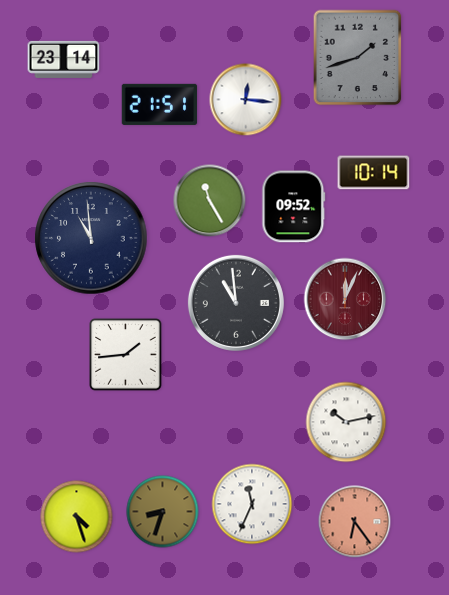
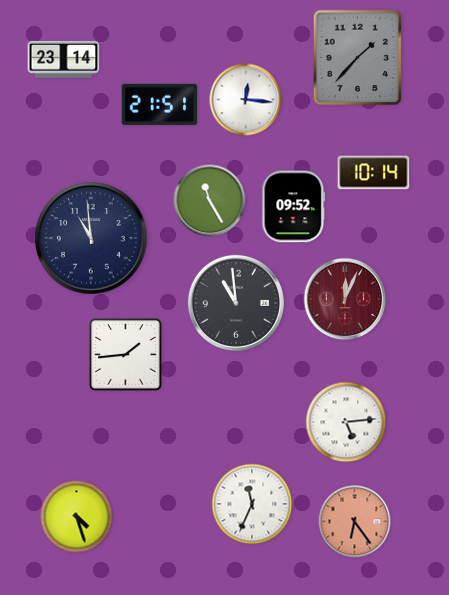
clock at (358, 58): 1:42 -> 1:37
clock at (346, 422): 10:13 -> 5:14
clock at (163, 512): 8:33 -> none
